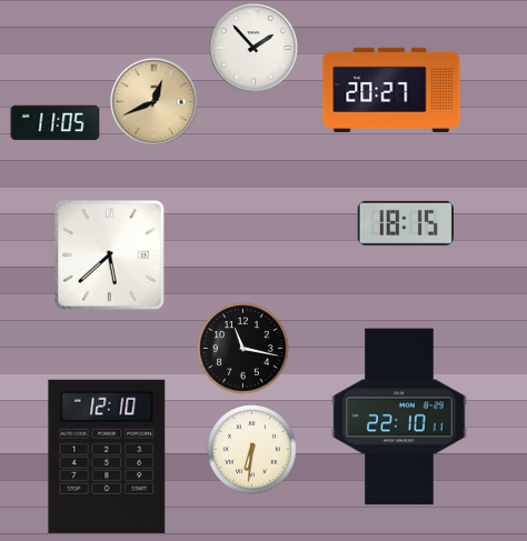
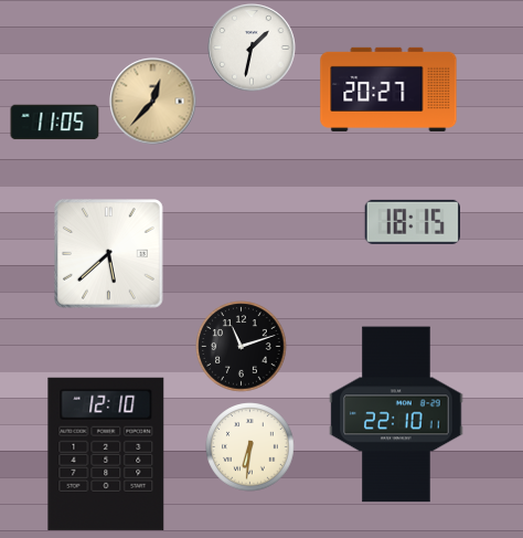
clock at (253, 48): 1:53 -> 1:32
clock at (155, 102): 12:41 -> 12:37
clock at (406, 223) position: (406, 223) -> (413, 222)
clock at (243, 349): 11:17 -> 11:12
